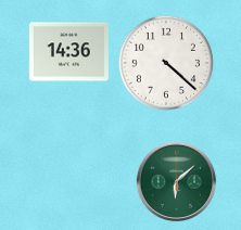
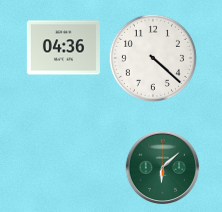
clock at (68, 52): 14:36 -> 04:36
